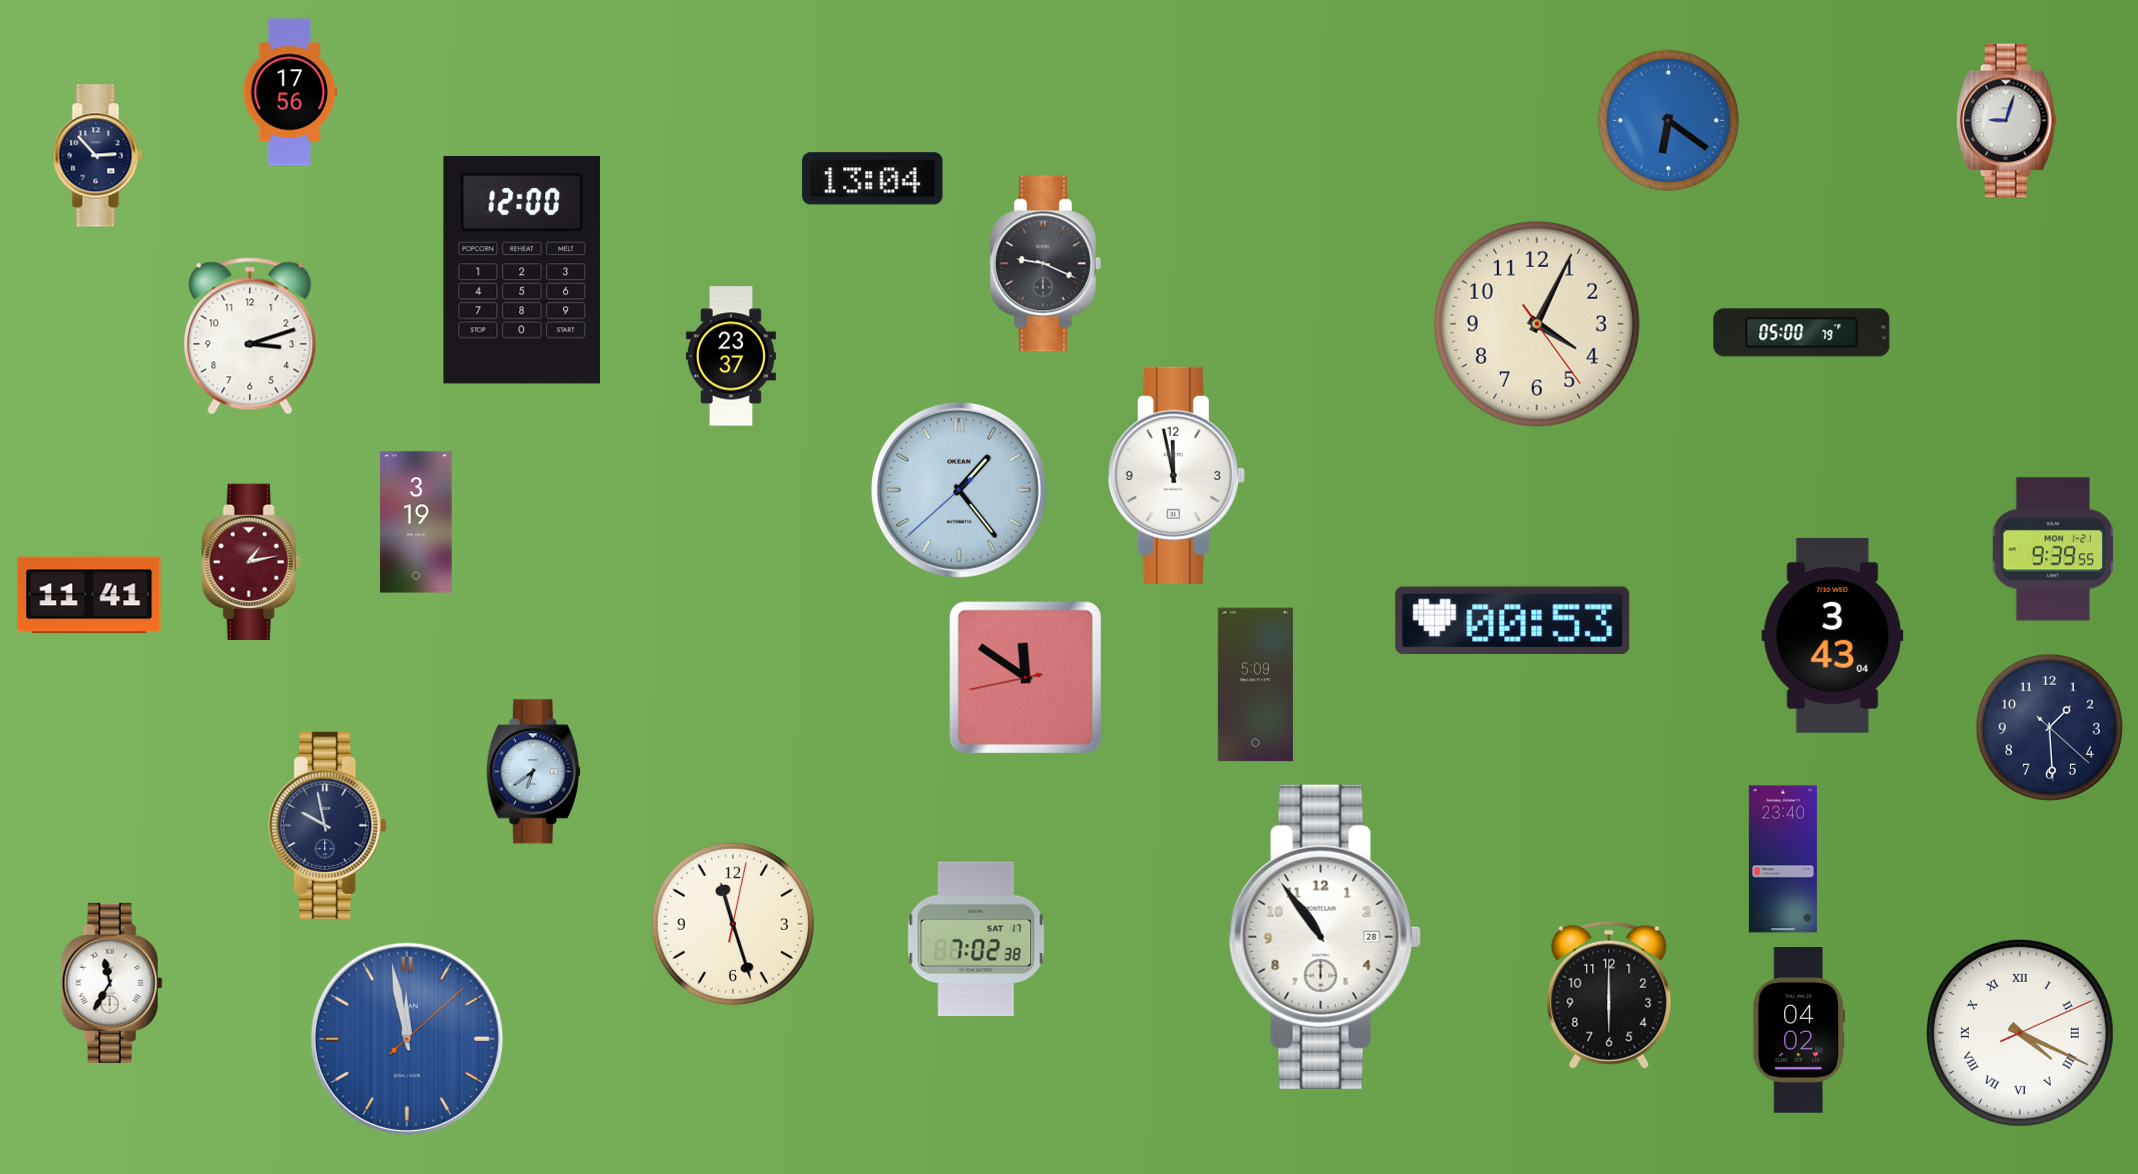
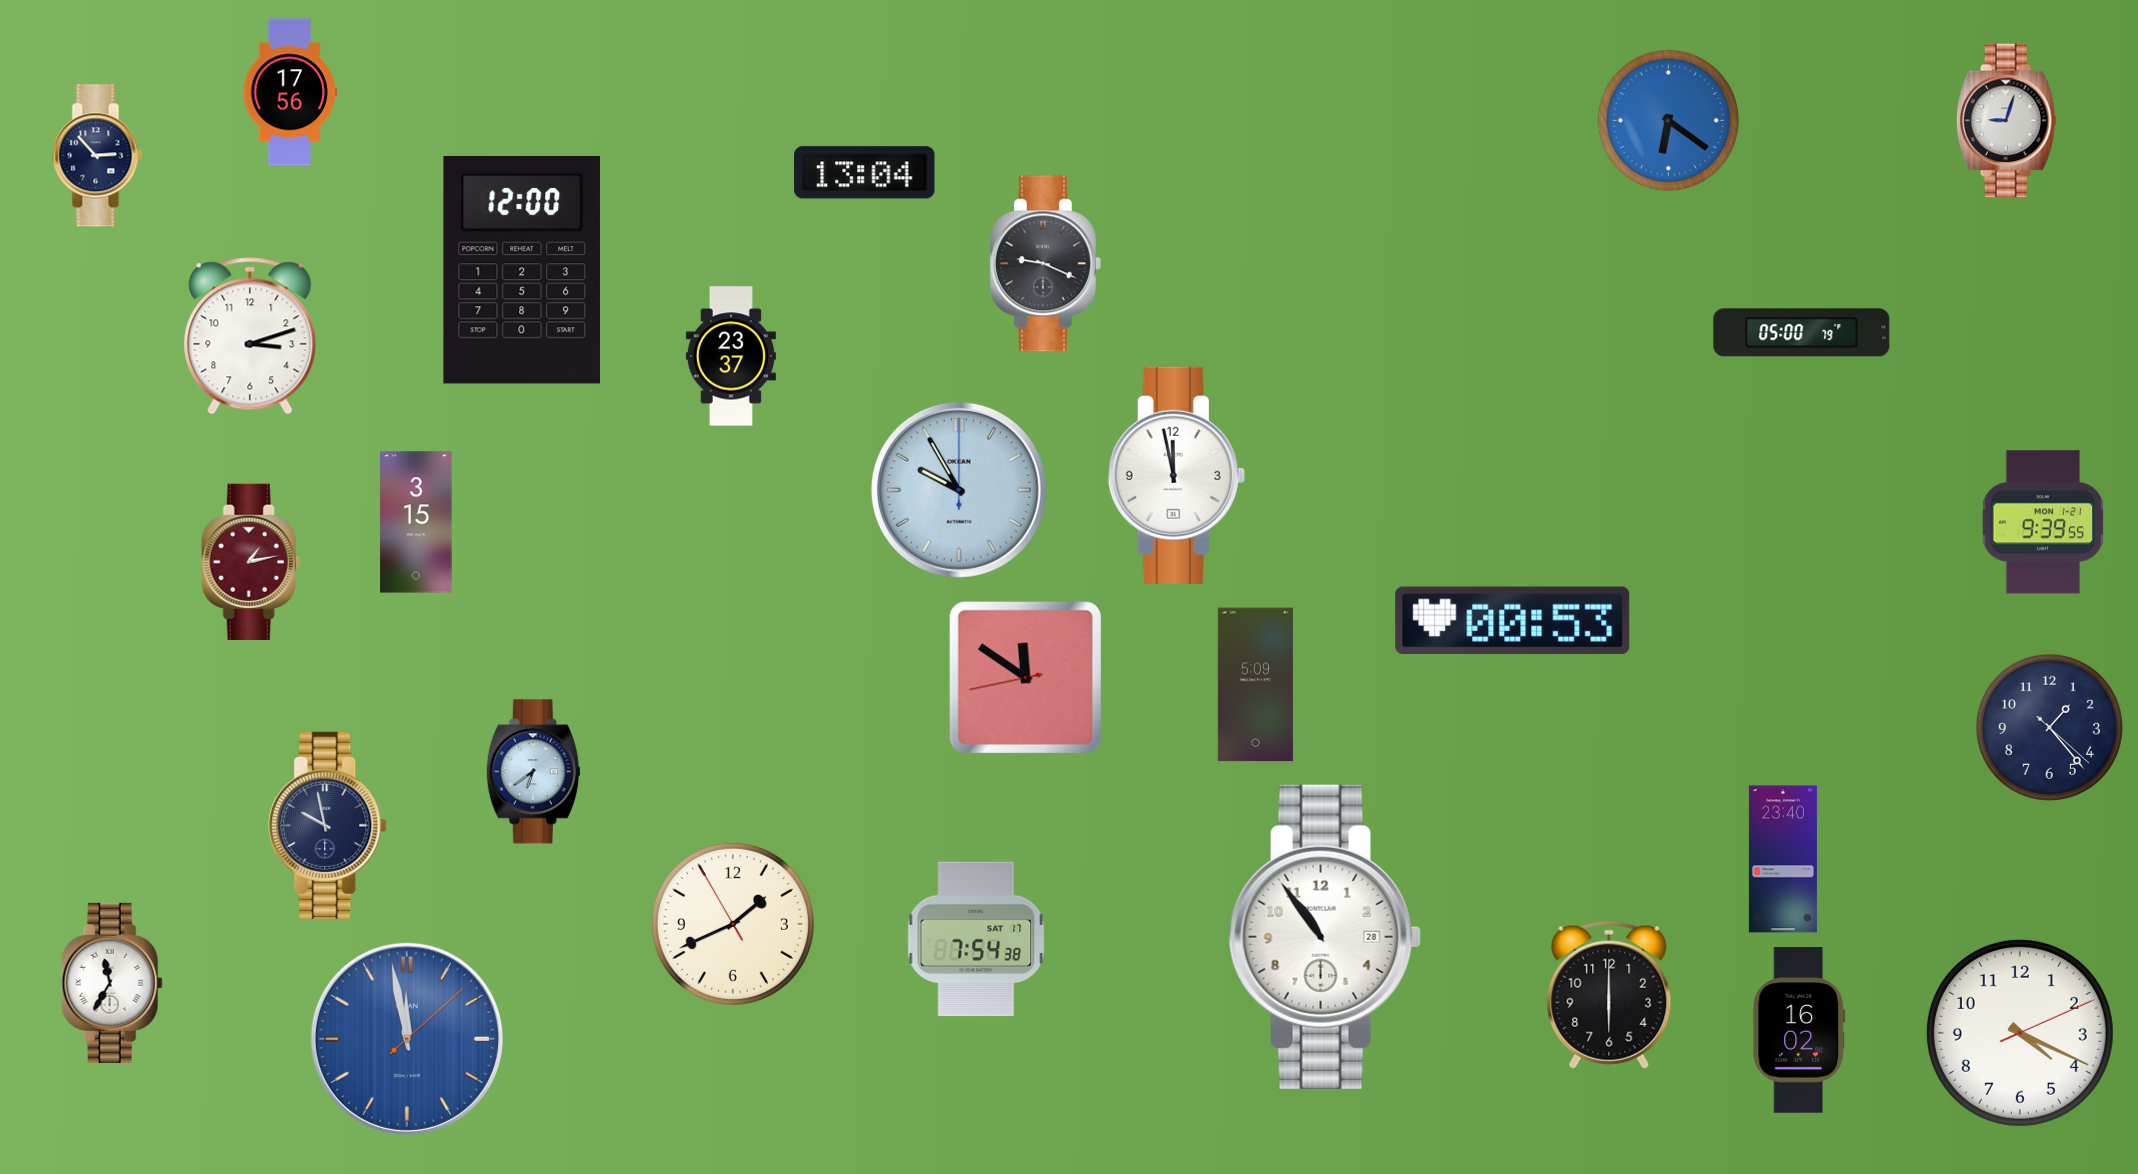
clock at (873, 179) position: (873, 179) -> (865, 173)
clock at (1537, 324): 4:04 -> none
clock at (959, 490): 1:23 -> 9:55
clock at (416, 522): 3:19 -> 3:15
clock at (2053, 549) position: (2053, 549) -> (2043, 522)
clock at (89, 595): 11:41 -> none
clock at (1833, 636): 3:43 -> none
clock at (2049, 727): 1:29 -> 1:23
clock at (733, 924): 11:27 -> 1:40
clock at (976, 939): 7:02 -> 7:54
clock at (1799, 1030): 04:02 -> 16:02
clock at (2020, 1033) numerals: Roman -> Arabic
